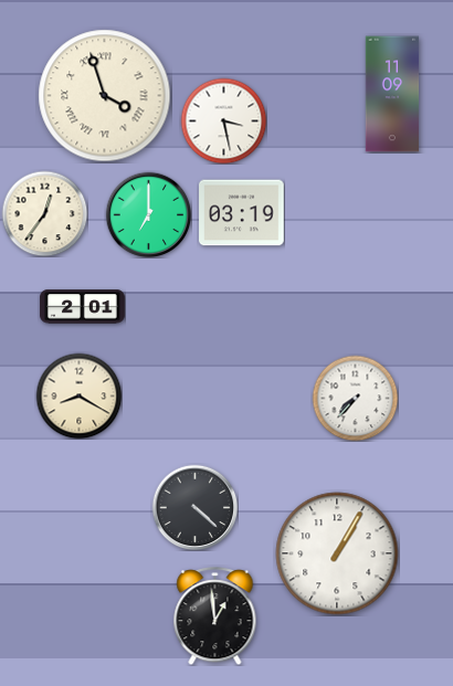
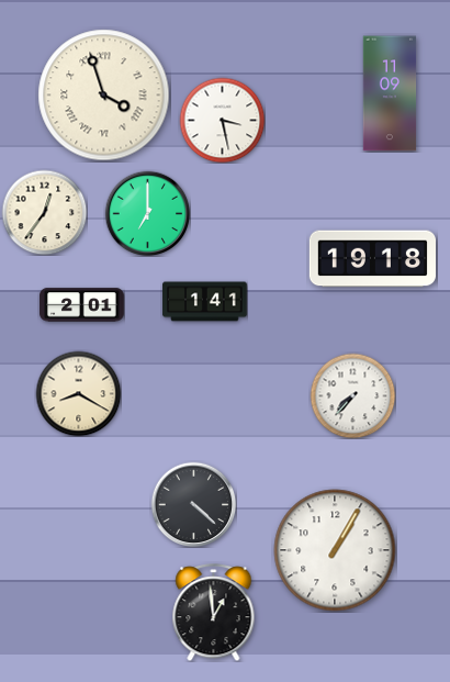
clock at (242, 213): 03:19 -> none
clock at (372, 259): none -> 19:18
clock at (205, 302): none -> 1:41
